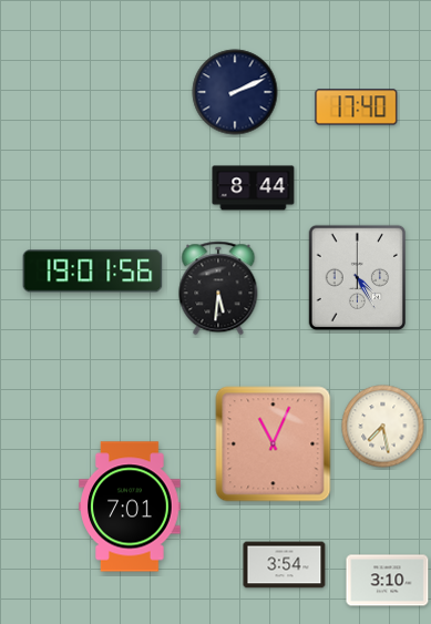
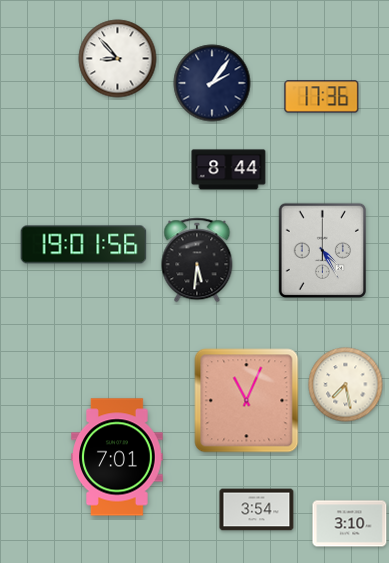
clock at (118, 59): none -> 8:53
clock at (235, 92): 2:11 -> 2:06
clock at (357, 108): 17:40 -> 17:36
